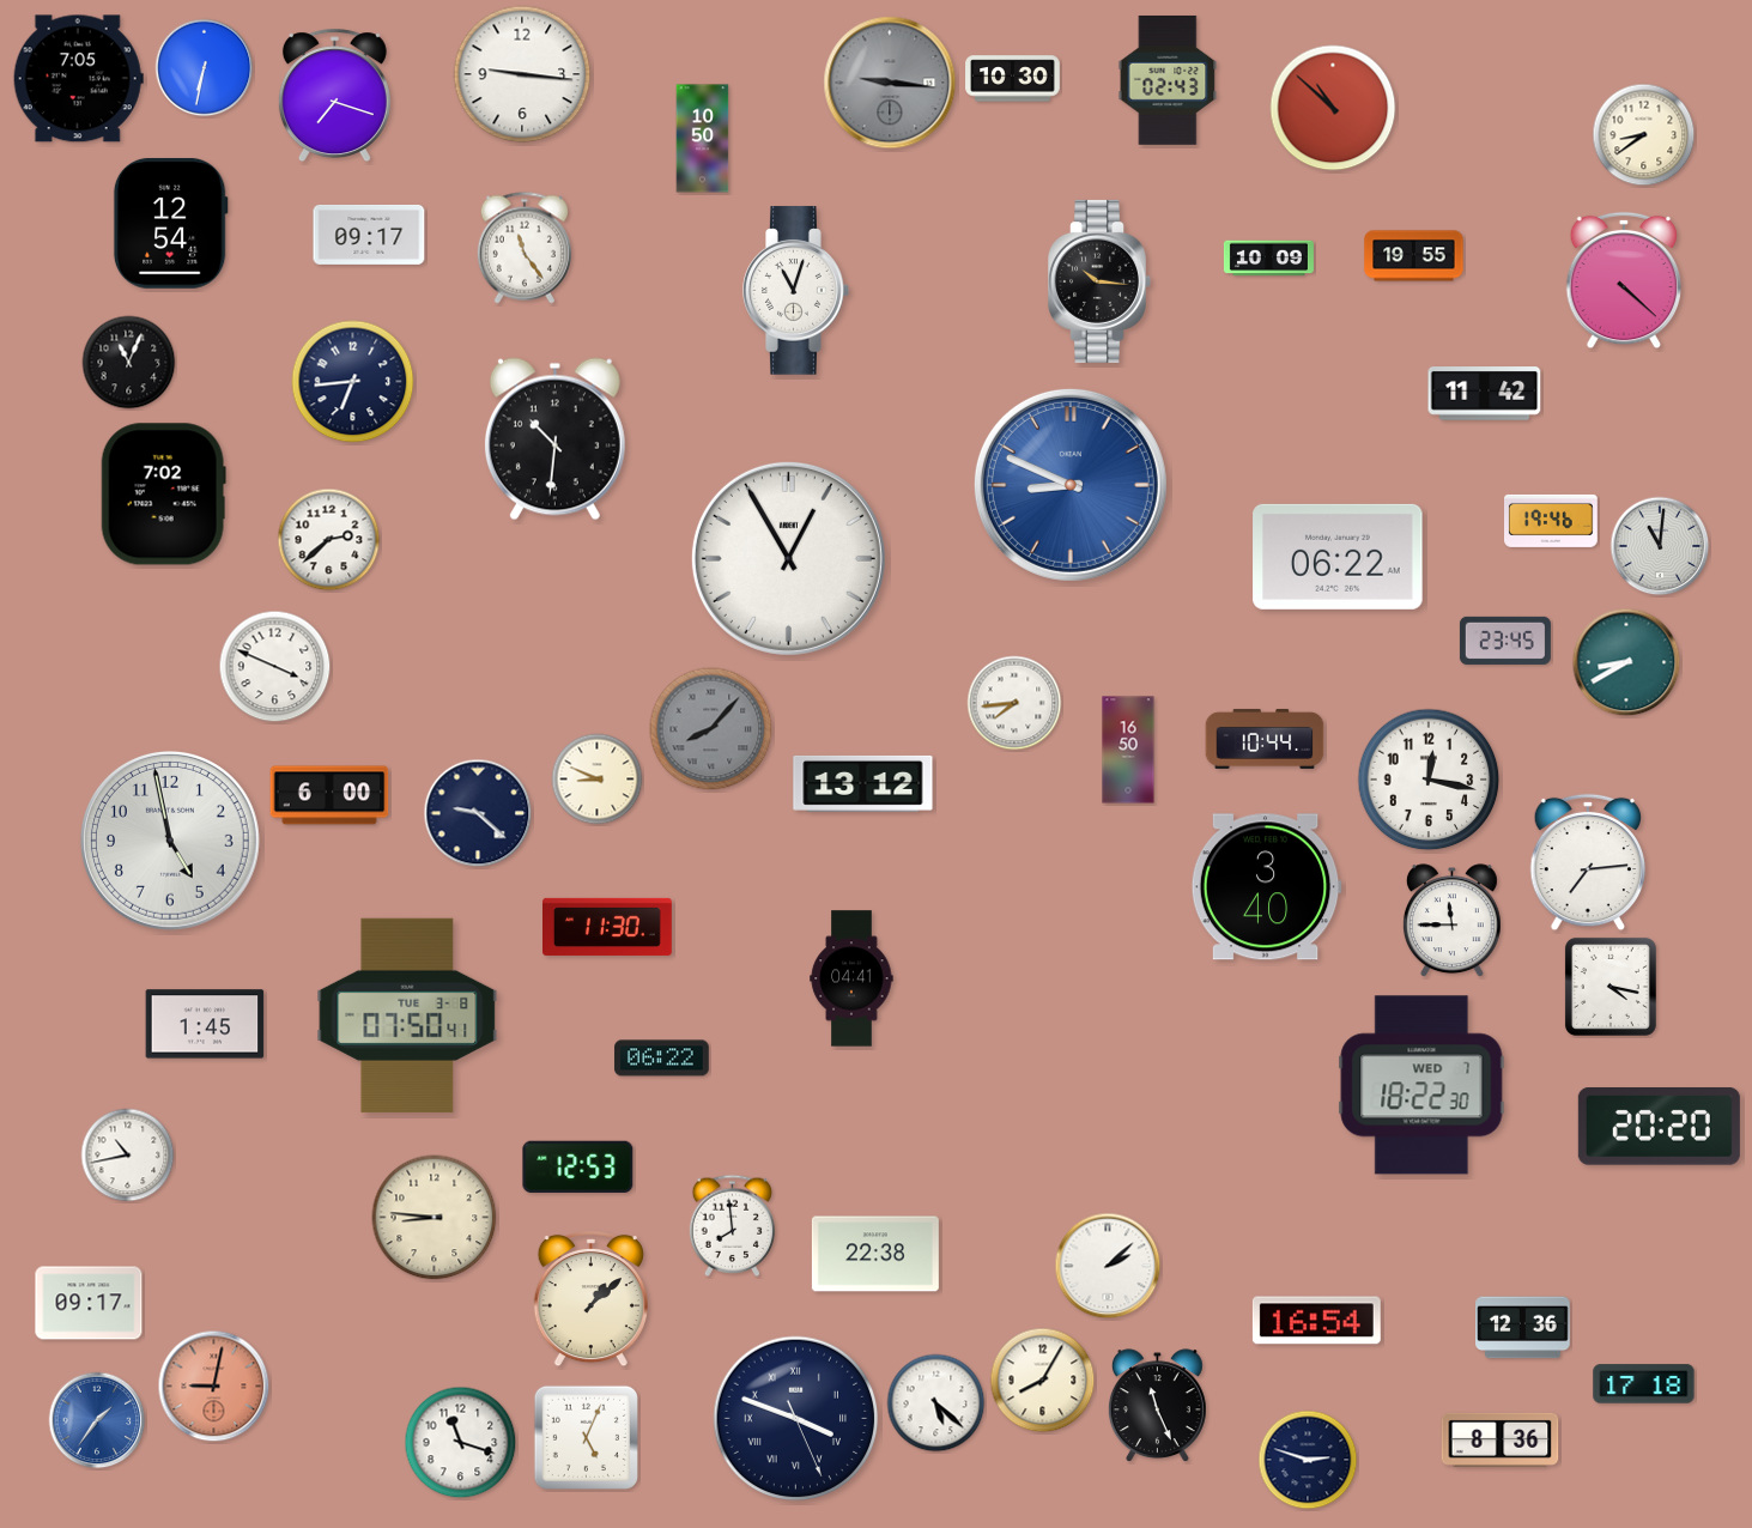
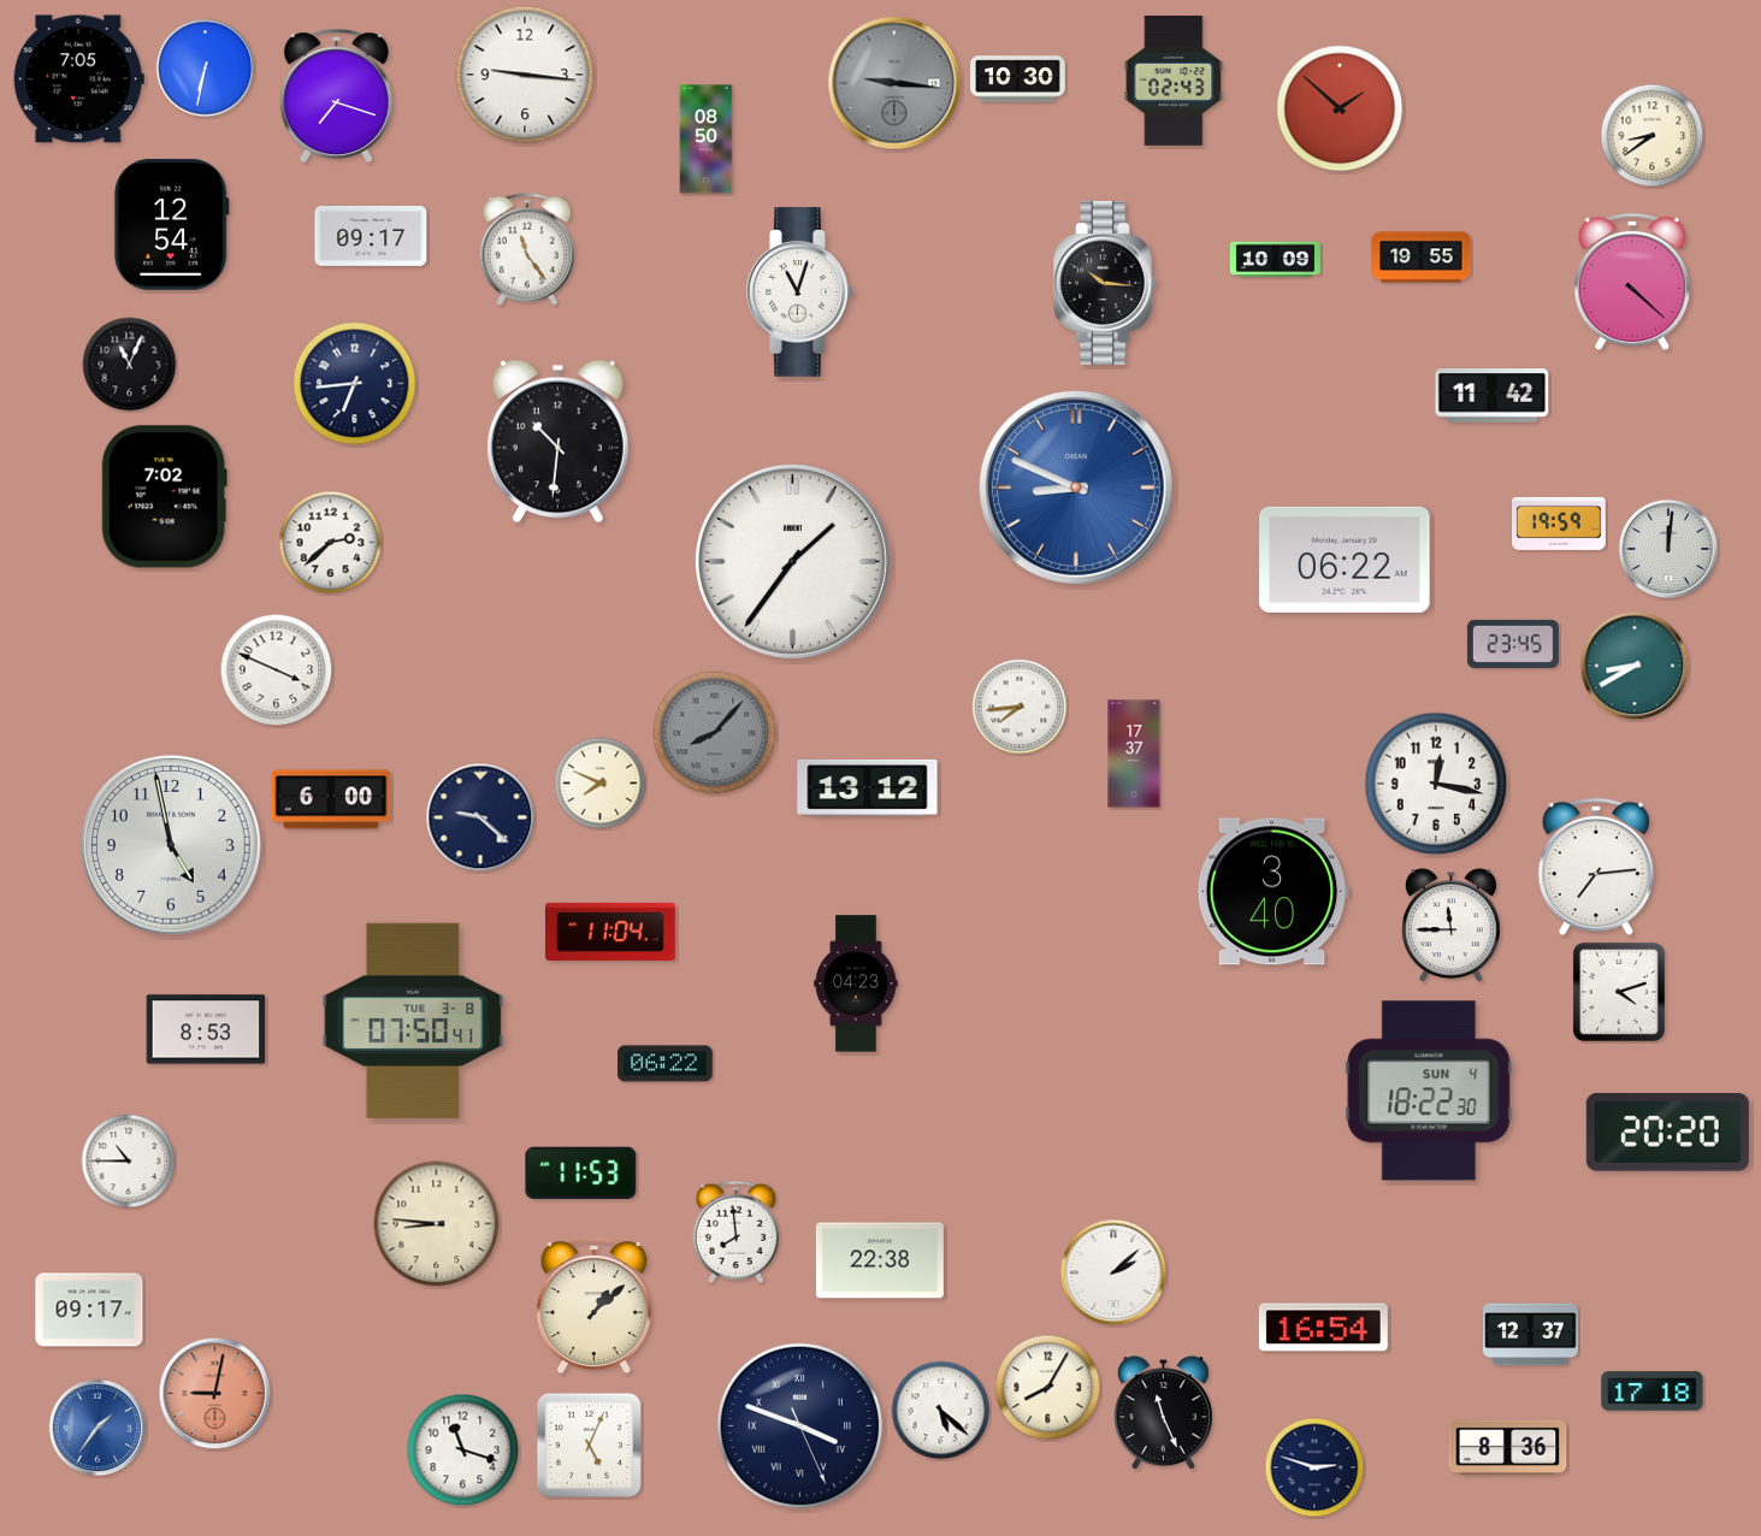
clock at (1333, 108): 10:52 -> 1:52
clock at (703, 139): 10:50 -> 08:50
clock at (1552, 521): 19:46 -> 19:59
clock at (1660, 546): 11:01 -> 12:01
clock at (788, 558): 12:55 -> 1:36
clock at (1265, 739): 10:44 -> none
clock at (1128, 750): 16:50 -> 17:37
clock at (598, 780): 8:49 -> 7:49
clock at (1451, 921) position: (1451, 921) -> (1450, 926)
clock at (608, 927): 11:30 -> 11:04
clock at (851, 978): 04:41 -> 04:23
clock at (1611, 987): 4:17 -> 4:12
clock at (407, 1015) position: (407, 1015) -> (413, 1021)
clock at (205, 1024): 1:45 -> 8:53
clock at (1421, 1085) date: WED 7 -> SUN 4
clock at (128, 1156): 10:43 -> 10:45
clock at (578, 1166): 12:53 -> 11:53
clock at (1523, 1328): 12:36 -> 12:37
